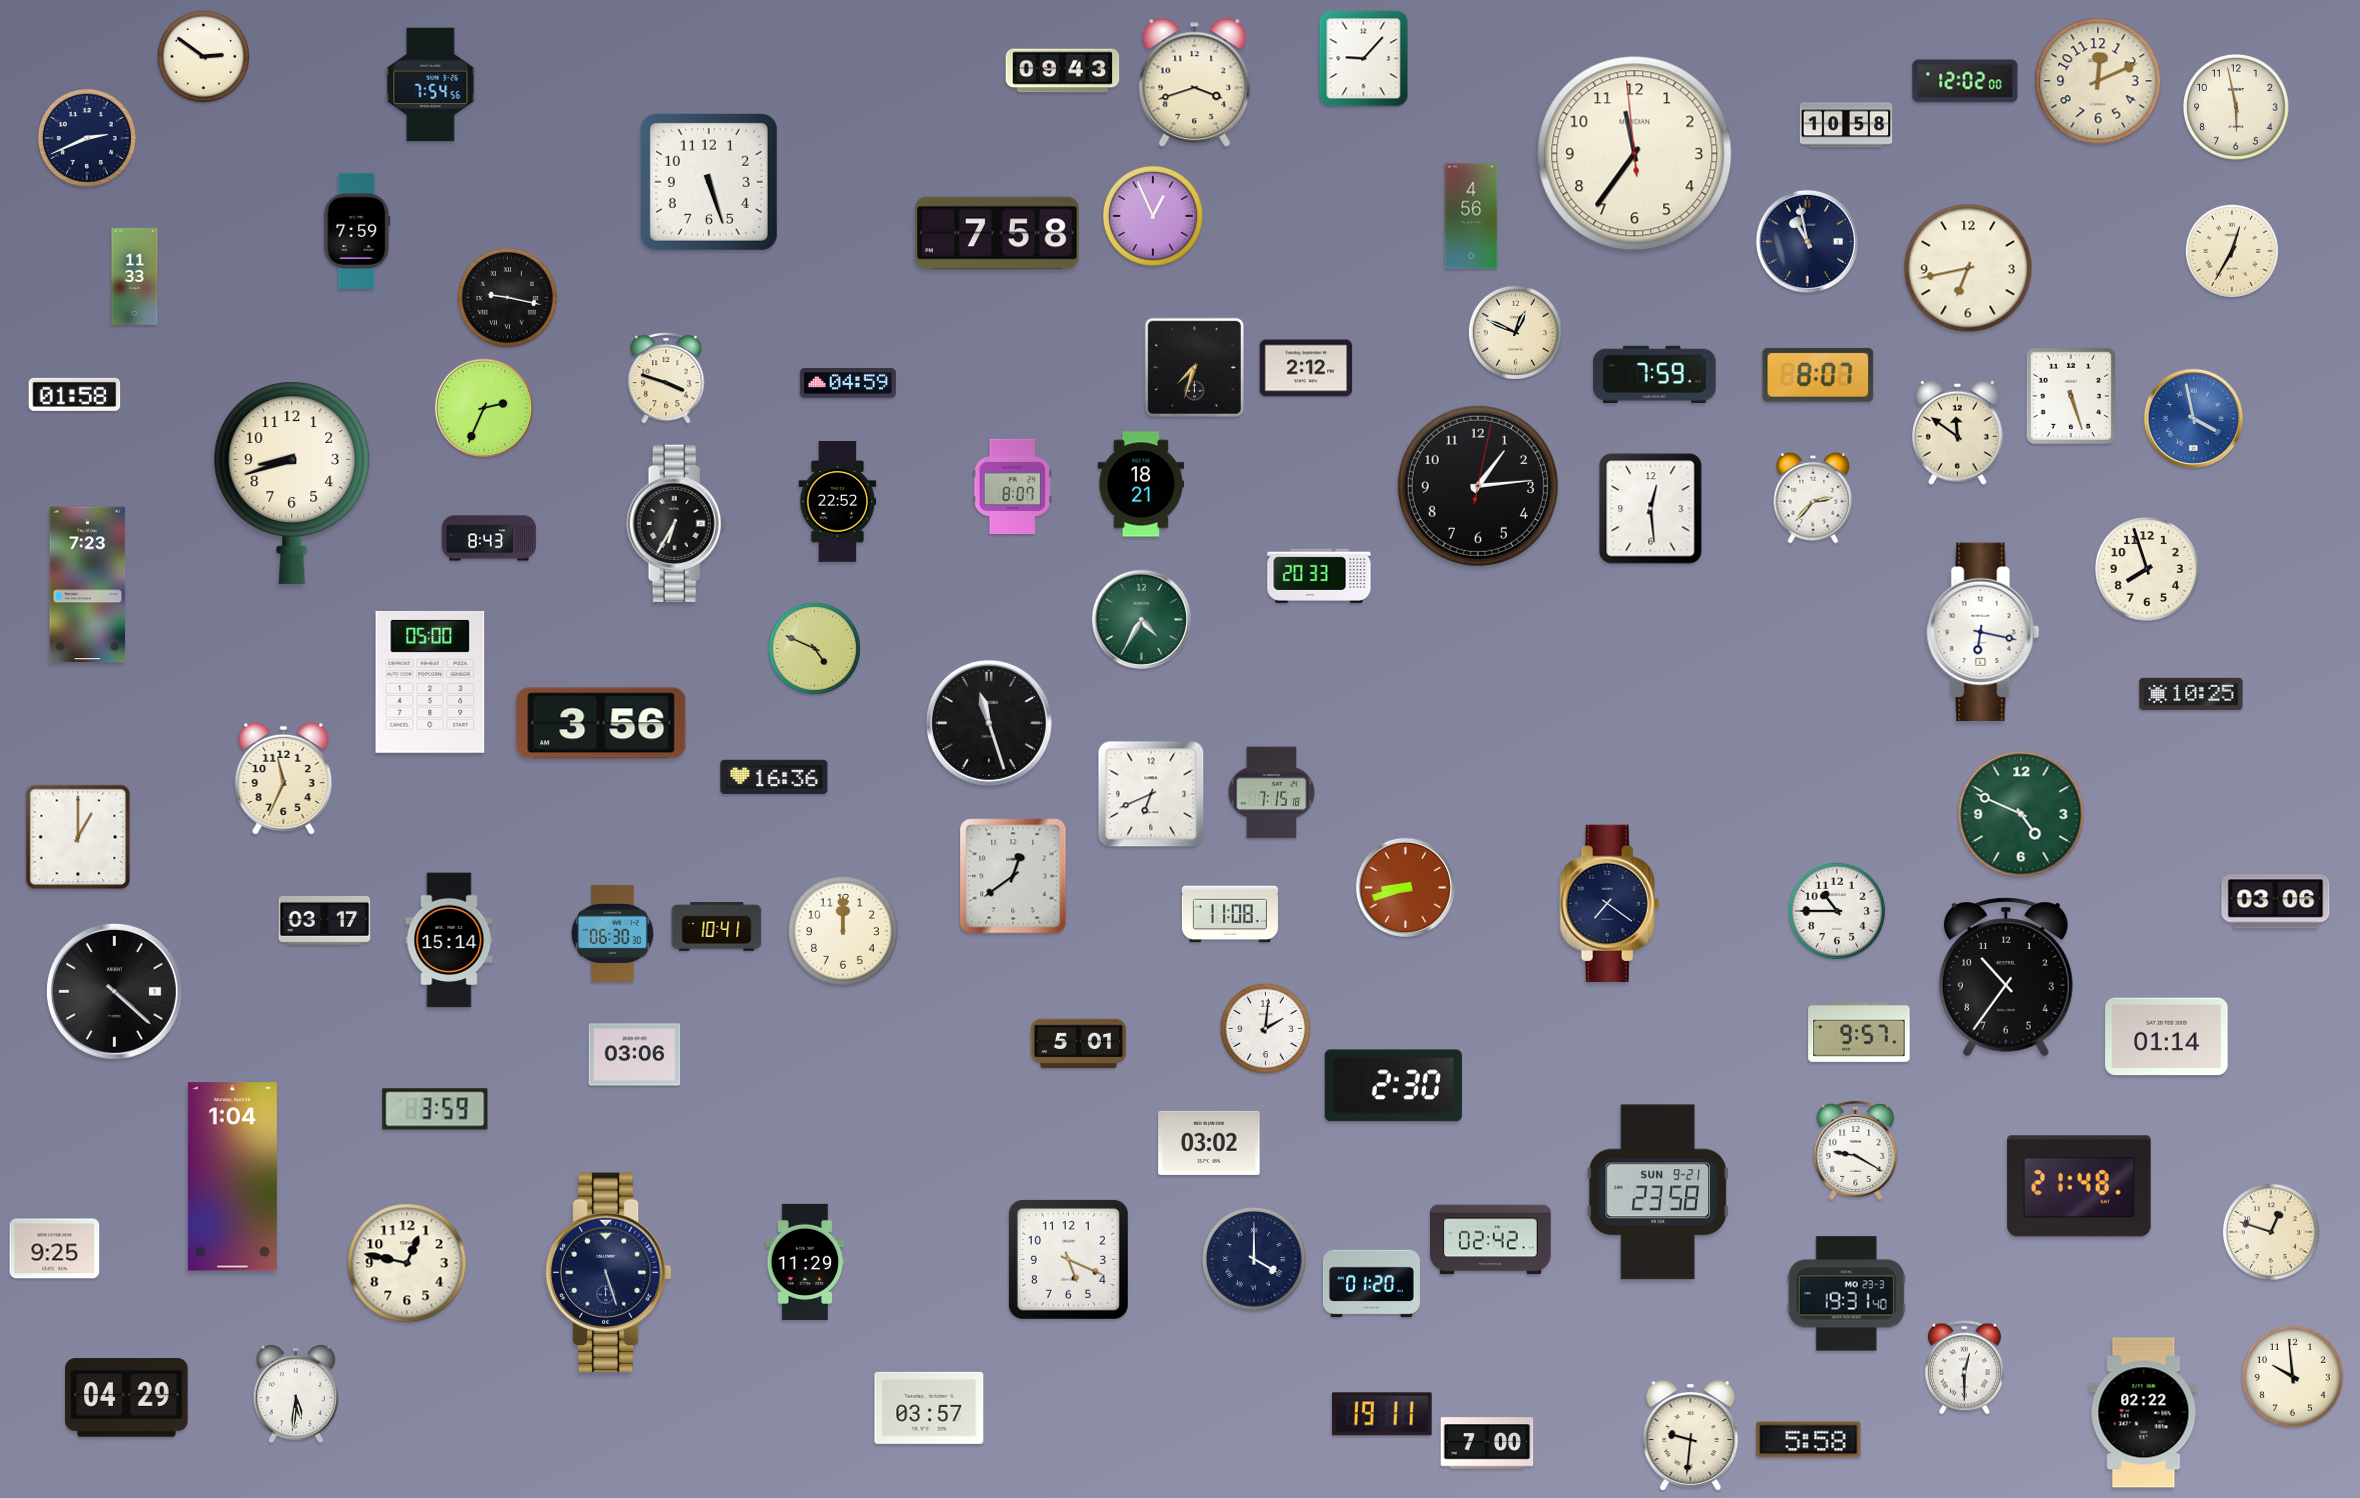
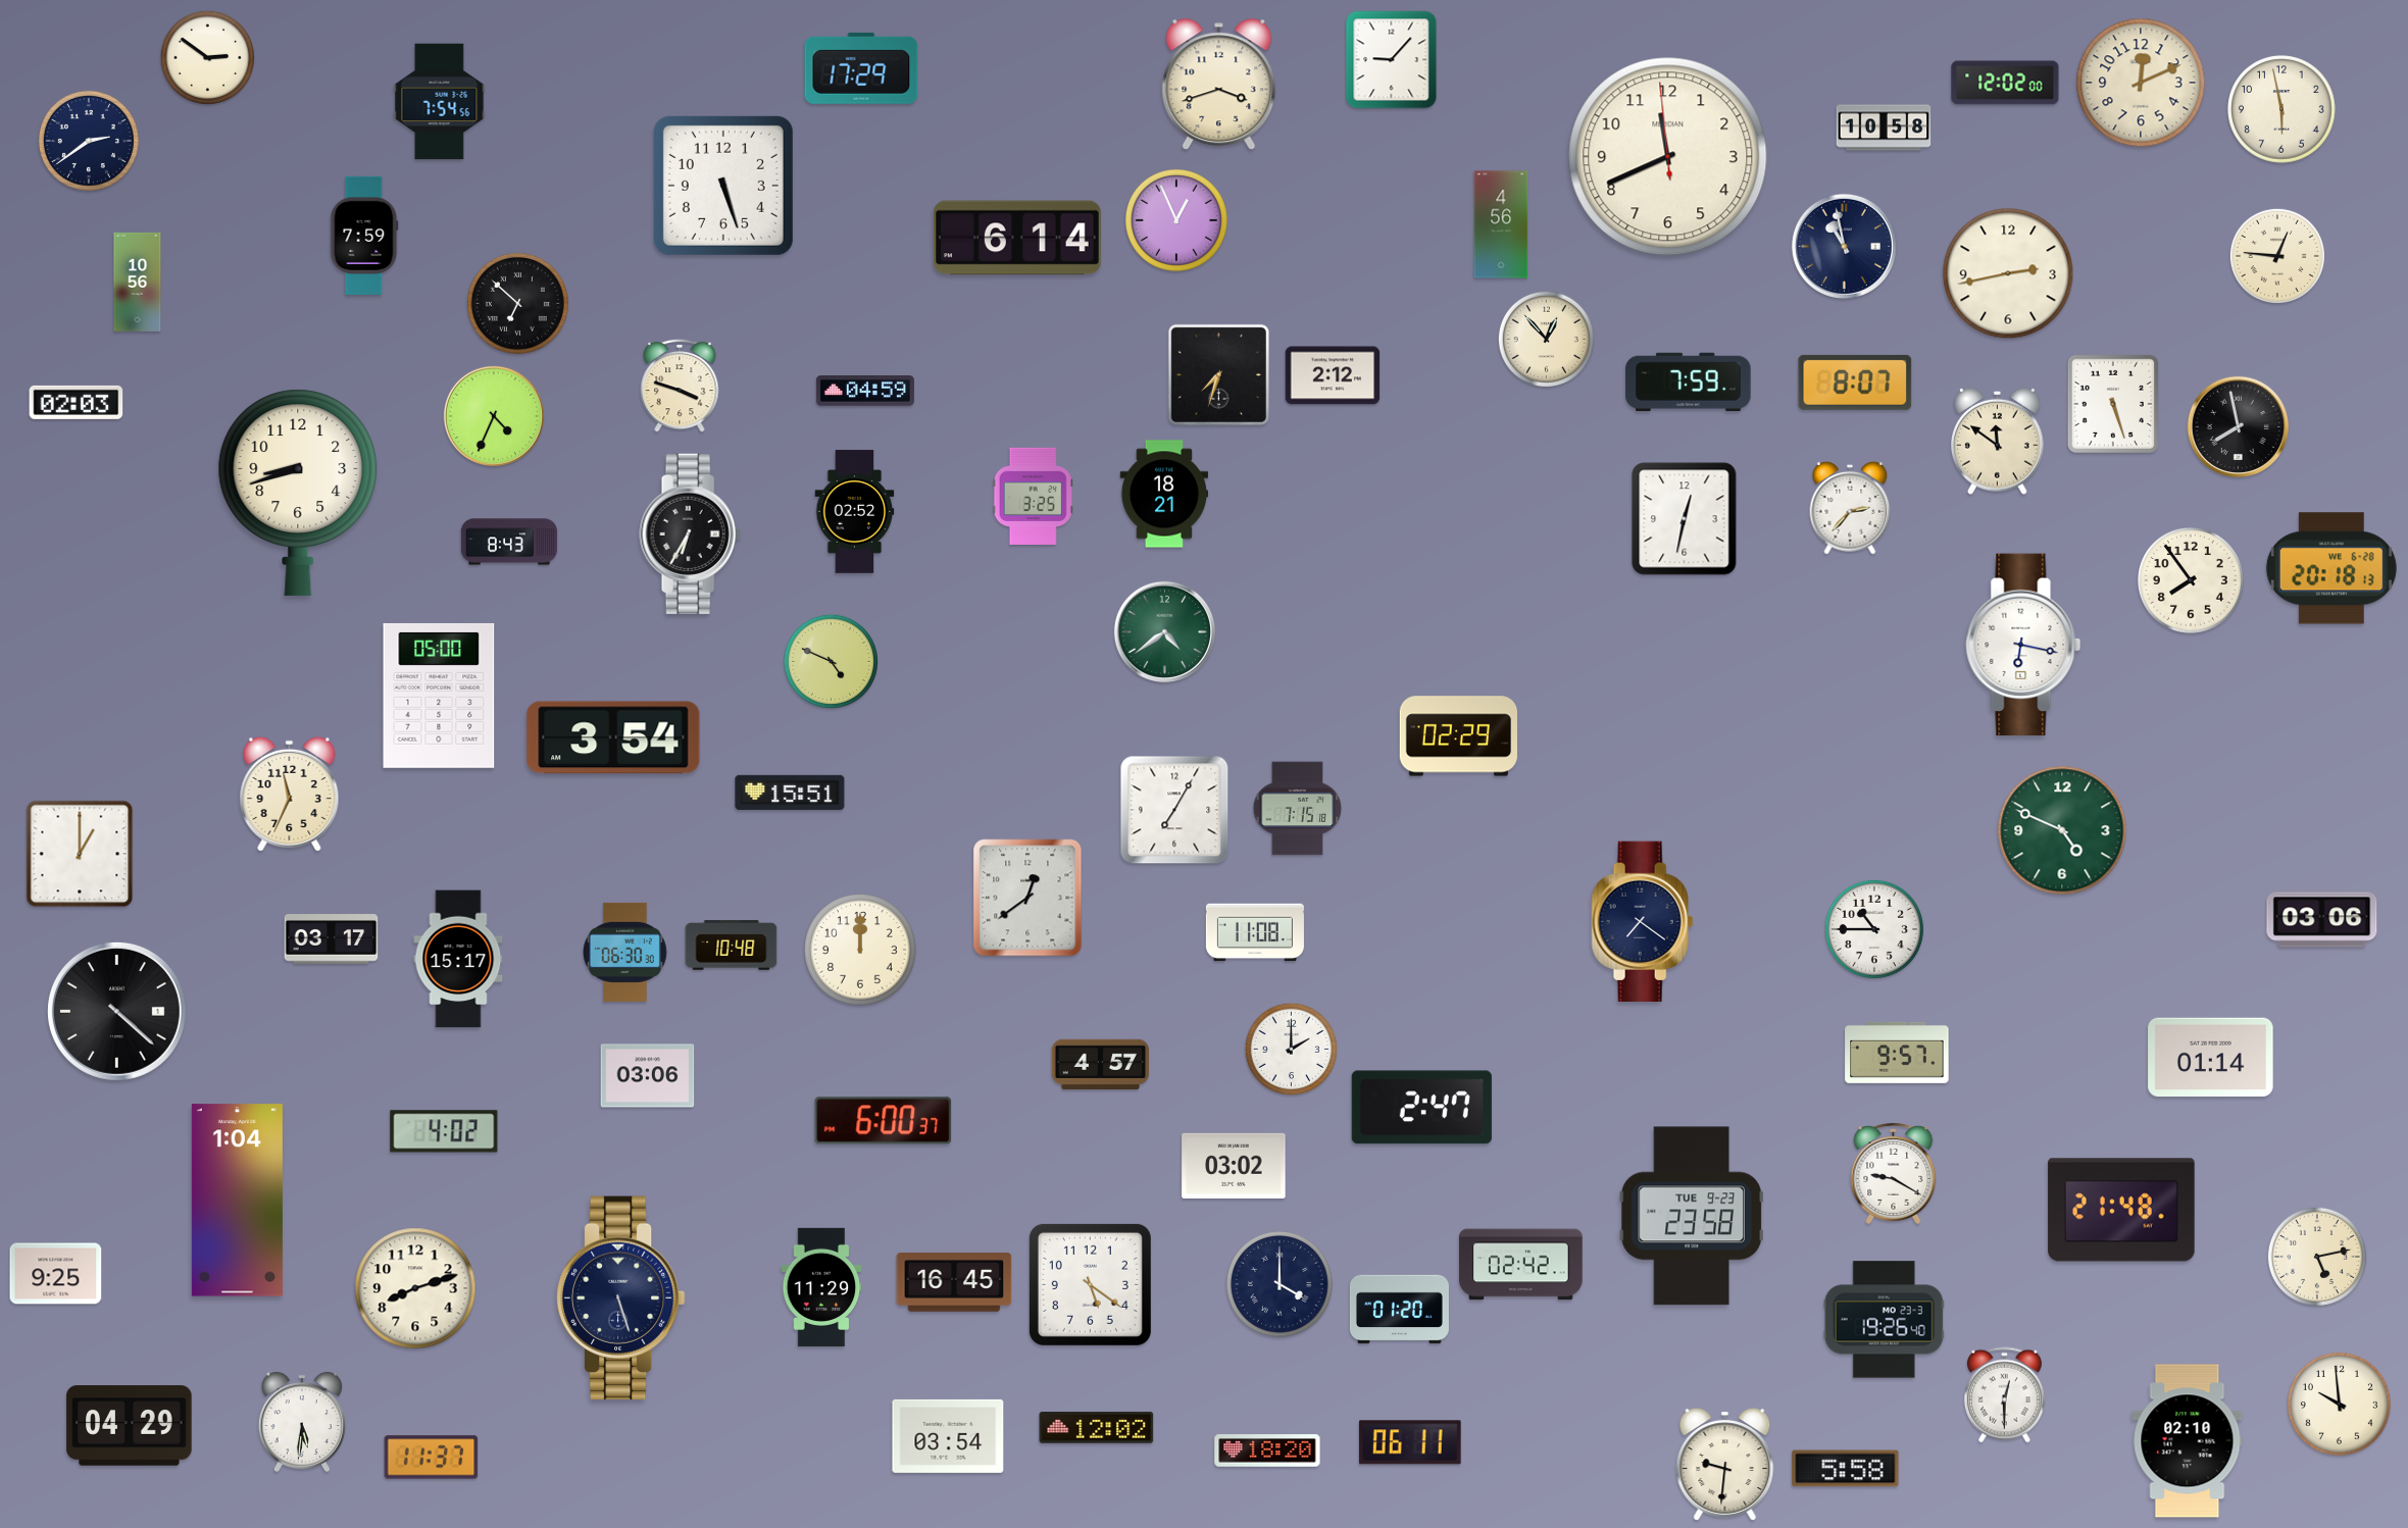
clock at (861, 68): none -> 17:29
clock at (1063, 71): 09:43 -> none
clock at (431, 85) position: (431, 85) -> (440, 102)
clock at (87, 138): 2:41 -> 2:39
clock at (1635, 154): 11:35 -> 11:40
clock at (1471, 216) position: (1471, 216) -> (1501, 224)
clock at (998, 233): 7:58 -> 6:14
clock at (2232, 251): 12:35 -> 12:46
clock at (1968, 268): 6:43 -> 2:43
clock at (135, 276): 11:33 -> 10:56
clock at (507, 297): 9:17 -> 6:52
clock at (1515, 332): 12:49 -> 12:53
clock at (75, 394): 01:58 -> 02:03
clock at (484, 408): 2:34 -> 4:34
clock at (2193, 418): 3:58 -> 7:58
clock at (2193, 418) dial: blue -> black
clock at (1012, 486): 8:07 -> 3:25
clock at (1478, 486): 1:14 -> none
clock at (838, 502): 22:52 -> 02:52
clock at (1651, 509): 12:29 -> 12:32
clock at (489, 538) position: (489, 538) -> (509, 542)
clock at (2331, 568): none -> 20:18
clock at (2148, 570): 7:57 -> 7:54
clock at (1319, 576): 20:33 -> none
clock at (88, 585): 7:23 -> none
clock at (1141, 619): 4:35 -> 4:39
clock at (2191, 694): 10:25 -> none
clock at (1458, 736): none -> 02:29
clock at (601, 723): 3:56 -> 3:54
clock at (989, 723): 11:27 -> none
clock at (774, 777): 16:36 -> 15:51
clock at (1151, 794): 6:41 -> 7:05
clock at (1013, 876) position: (1013, 876) -> (1027, 898)
clock at (1405, 887): 8:42 -> none
clock at (717, 927): 10:41 -> 10:48
clock at (449, 940): 15:14 -> 15:17
clock at (2006, 977): 10:36 -> none
clock at (1266, 1029): 2:01 -> 2:00
clock at (1078, 1044): 5:01 -> 4:57
clock at (1393, 1086): 2:30 -> 2:47
clock at (884, 1121): none -> 6:00
clock at (435, 1109): 3:59 -> 4:02
clock at (1658, 1192) date: SUN 9-21 -> TUE 9-23
clock at (2271, 1232): 12:48 -> 5:13
clock at (954, 1282): none -> 16:45
clock at (1068, 1259): 5:19 -> 5:21
clock at (407, 1263): 12:47 -> 8:12
clock at (1846, 1294): 19:31 -> 19:26
clock at (1097, 1427): none -> 12:02
clock at (929, 1408): 03:57 -> 03:54
clock at (2144, 1413): 02:22 -> 02:10
clock at (1382, 1414): 19:11 -> 06:11
clock at (1267, 1450): none -> 18:20
clock at (432, 1458): none -> 11:37
clock at (1487, 1443): 7:00 -> none
